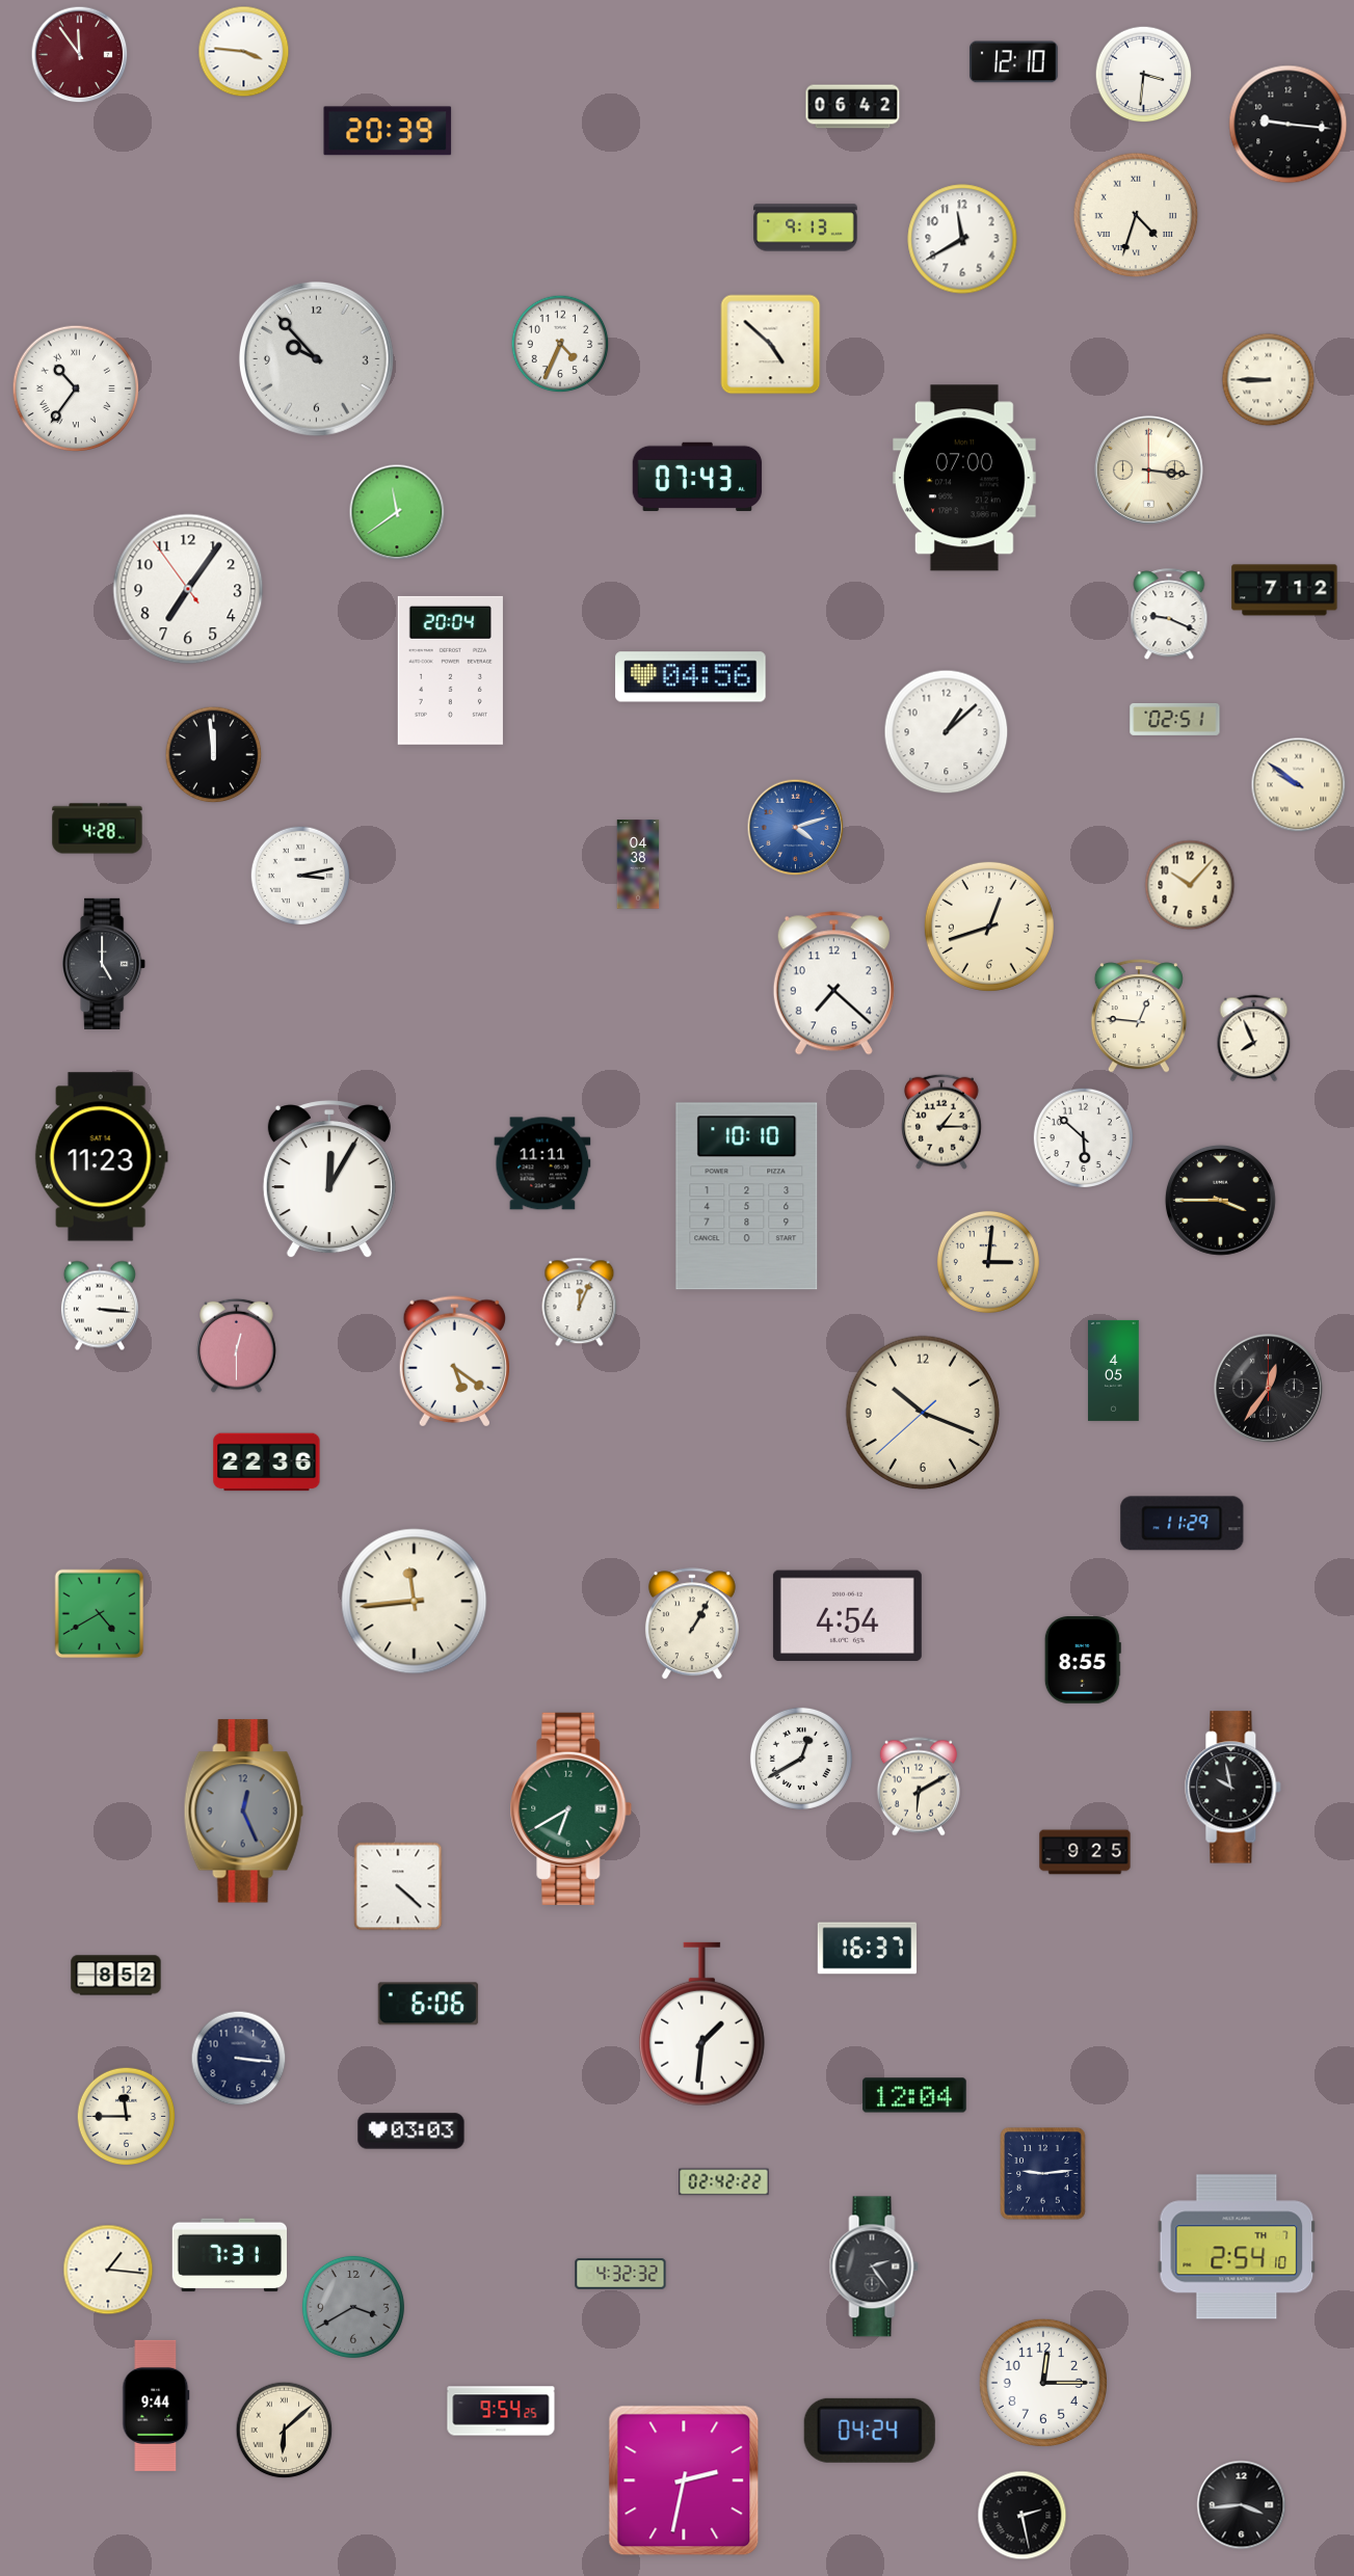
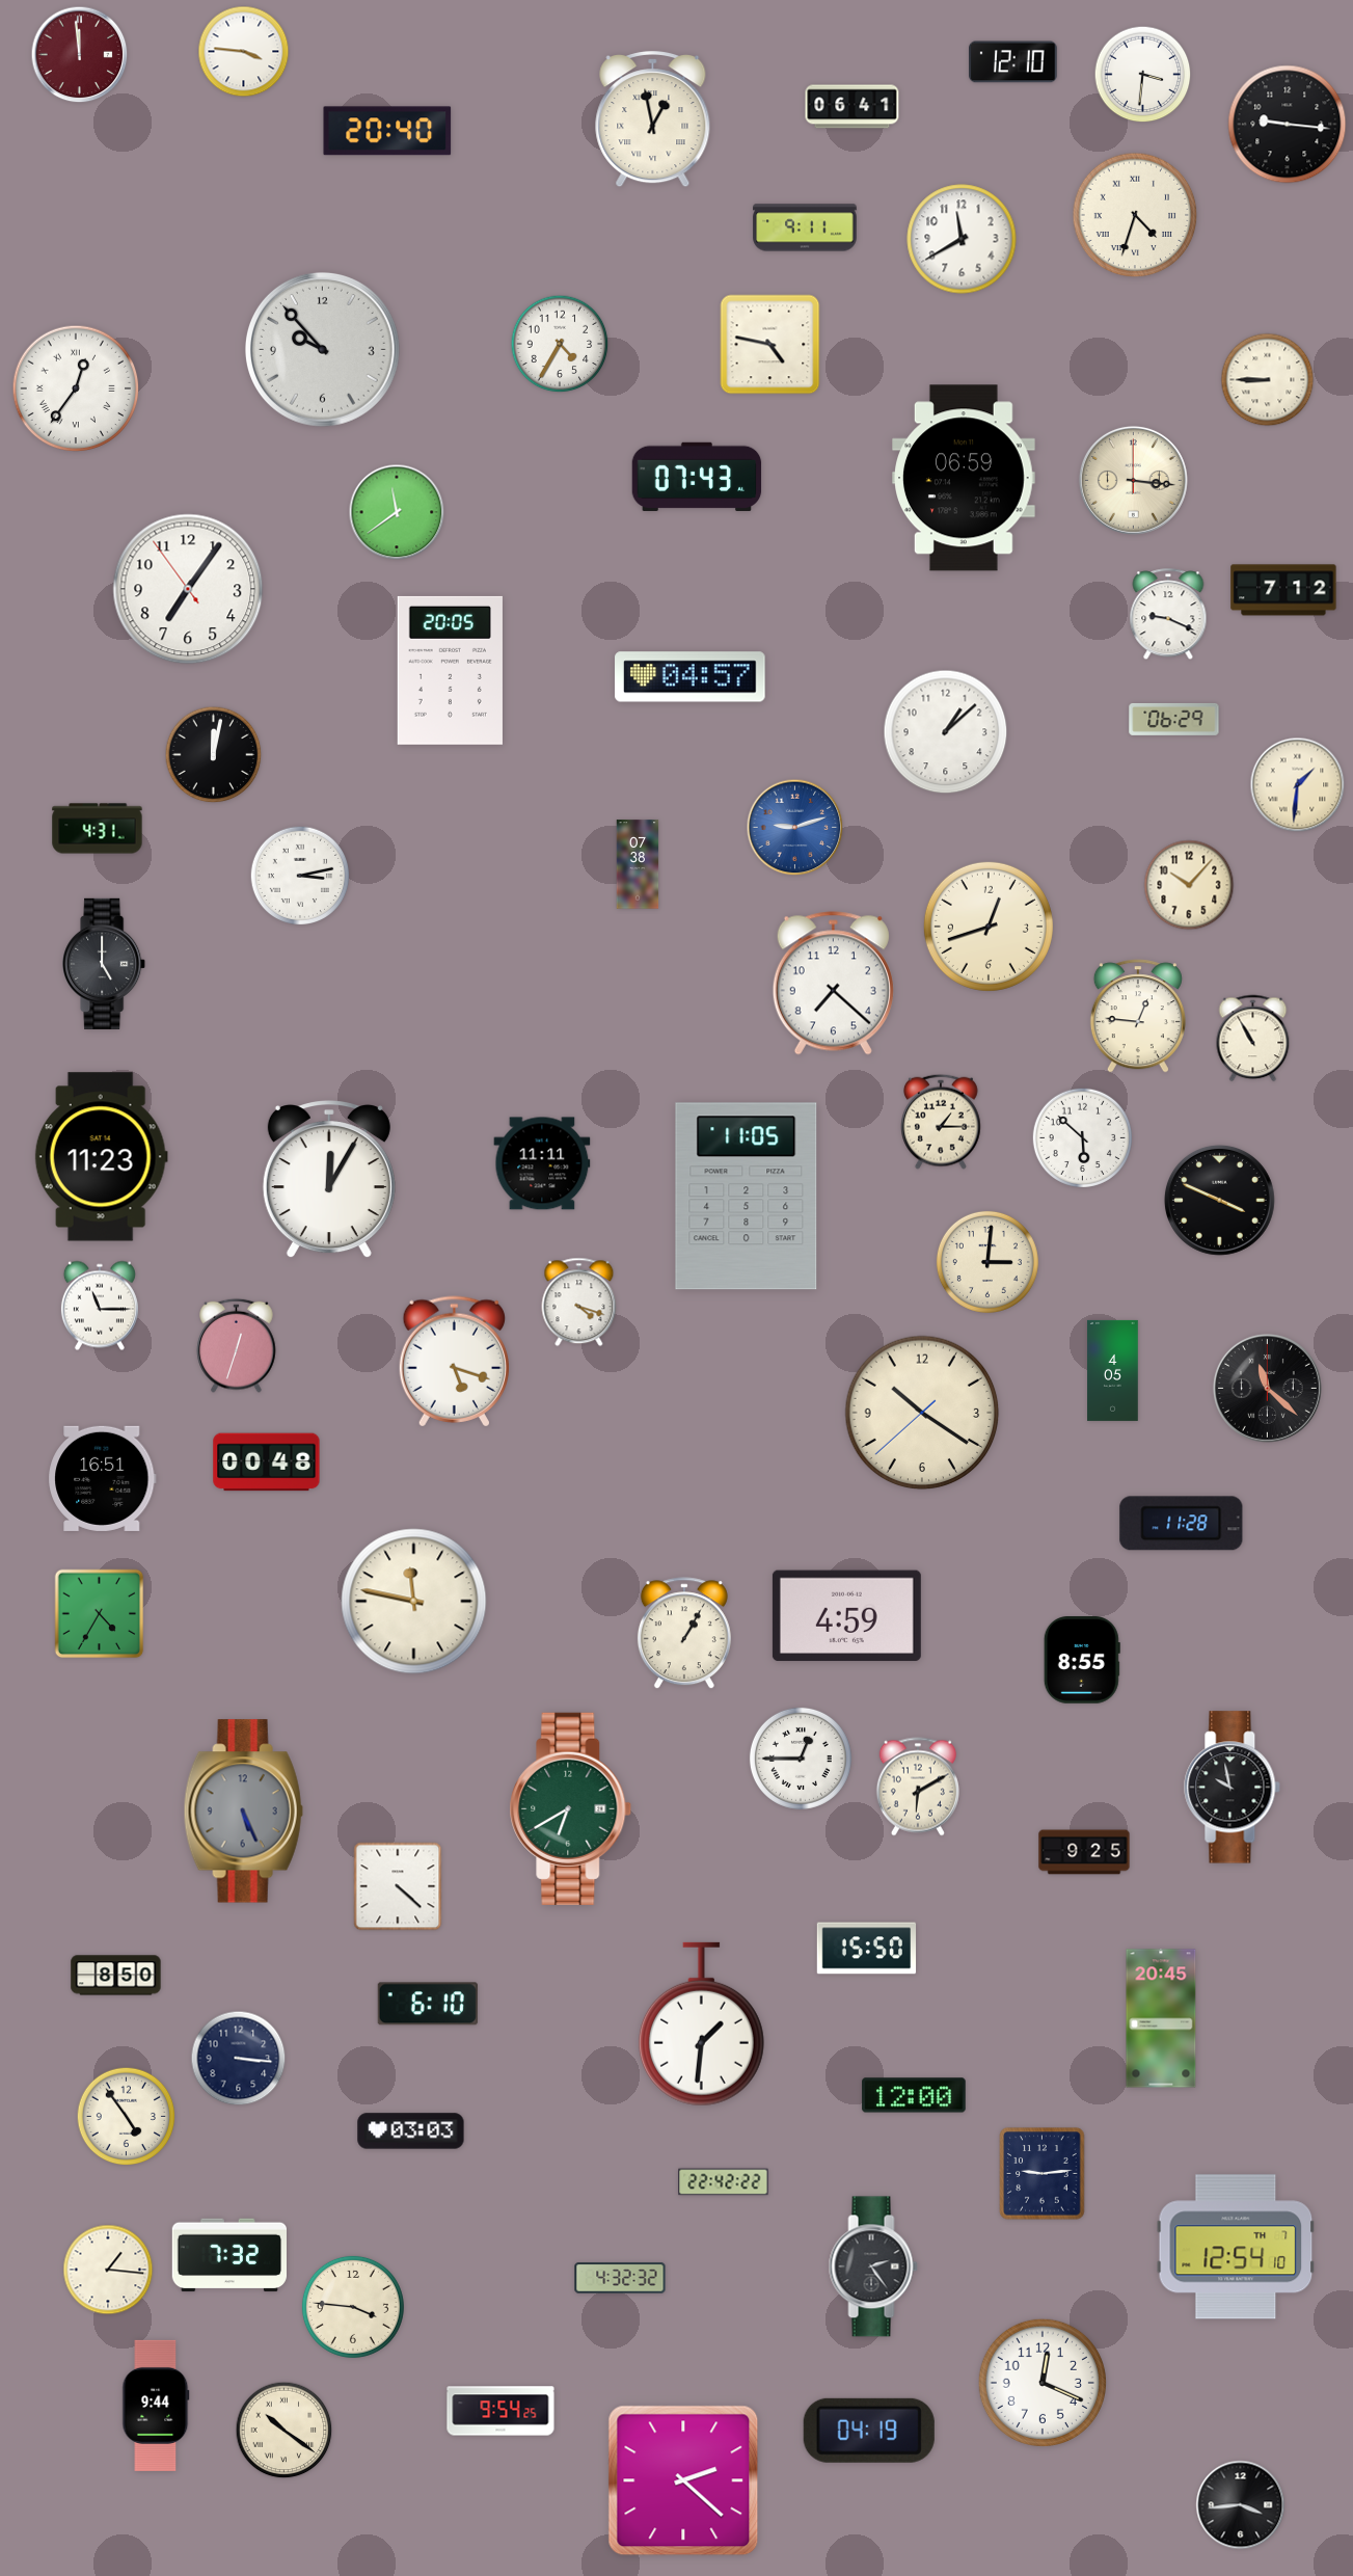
clock at (80, 55): 11:54 -> 11:59
clock at (853, 107): 06:42 -> 06:41
clock at (653, 120): none -> 12:58
clock at (388, 131): 20:39 -> 20:40
clock at (805, 227): 9:13 -> 9:11
clock at (560, 344): 4:34 -> 4:35
clock at (771, 345): 4:52 -> 4:47
clock at (316, 358) position: (316, 358) -> (322, 349)
clock at (76, 388): 10:36 -> 12:36
clock at (1148, 469) position: (1148, 469) -> (1133, 480)
clock at (965, 478): 07:00 -> 06:59
clock at (450, 670): 20:04 -> 20:05
clock at (691, 677): 04:56 -> 04:57
clock at (1175, 719): 02:51 -> 06:29
clock at (214, 755): 11:59 -> 12:02
clock at (1299, 785): 9:51 -> 1:31
clock at (796, 828): 4:12 -> 9:12
clock at (98, 829): 4:28 -> 4:31
clock at (638, 864): 04:38 -> 07:38
clock at (1254, 1039): 7:56 -> 10:55
clock at (747, 1197): 10:10 -> 11:05
clock at (1221, 1201): 3:45 -> 3:49
clock at (580, 1303): 12:04 -> 4:18
clock at (100, 1306): 3:16 -> 11:15
clock at (237, 1345): 12:30 -> 12:33
clock at (454, 1362): 5:21 -> 5:18
clock at (1268, 1388): 12:36 -> 11:22
clock at (923, 1413): 10:18 -> 10:20
clock at (267, 1463): 22:36 -> 00:48
clock at (103, 1478): none -> 16:51
clock at (1183, 1524): 11:29 -> 11:28
clock at (415, 1602): 11:44 -> 11:47
clock at (100, 1614): 4:40 -> 4:35
clock at (847, 1616): 4:54 -> 4:59
clock at (692, 1625) position: (692, 1625) -> (684, 1634)
clock at (801, 1759): 12:40 -> 12:45
clock at (243, 1812): 12:26 -> 5:26
clock at (868, 1949): 16:37 -> 15:50
clock at (116, 1976): 8:52 -> 8:50
clock at (428, 2004): 6:06 -> 6:10
clock at (1161, 2018): none -> 20:45
clock at (914, 2095): 12:04 -> 12:00
clock at (127, 2117): 11:45 -> 4:54
clock at (724, 2182): 02:42 -> 22:42
clock at (1237, 2247): 2:54 -> 12:54
clock at (229, 2255): 7:31 -> 7:32
clock at (620, 2274) position: (620, 2274) -> (620, 2278)
clock at (353, 2307): 3:40 -> 3:46
clock at (353, 2307) dial: grey -> cream
clock at (1043, 2383): 12:15 -> 12:19
clock at (285, 2431): 6:08 -> 10:21
clock at (870, 2431): 04:24 -> 04:19
clock at (684, 2480): 2:32 -> 2:22
clock at (1023, 2516): 2:28 -> none
